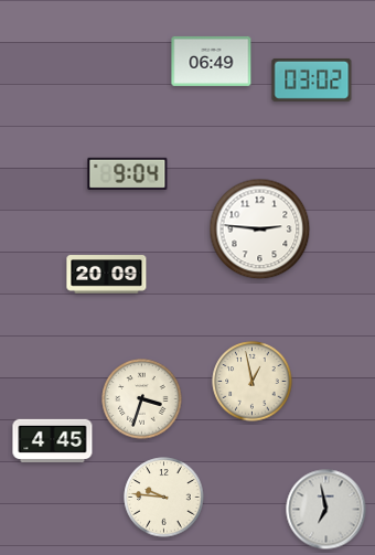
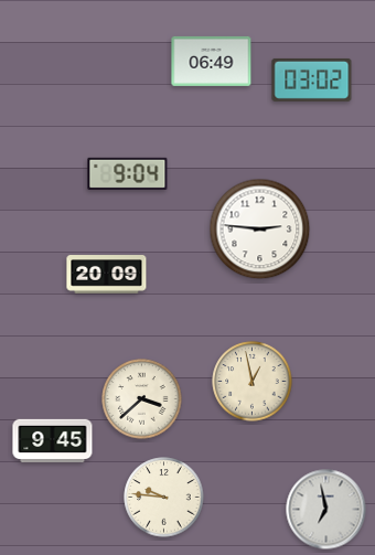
clock at (142, 399): 3:33 -> 3:38
clock at (53, 440): 4:45 -> 9:45
